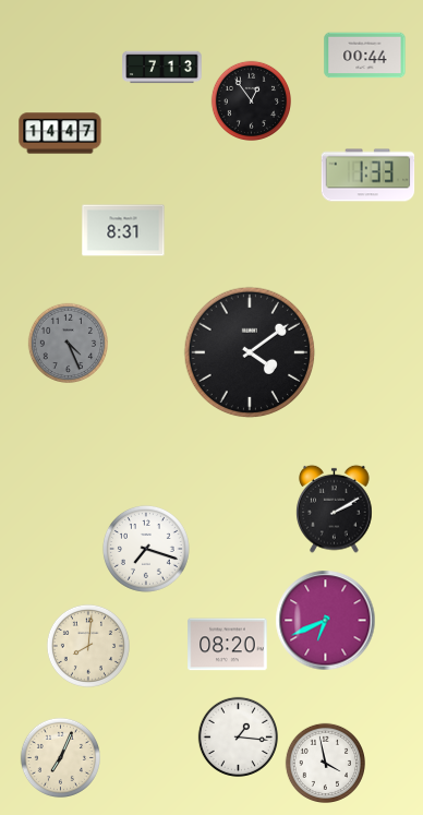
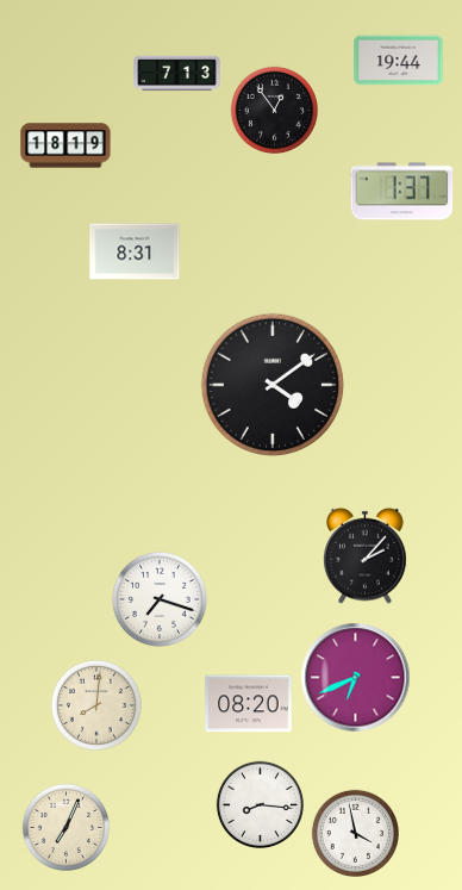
clock at (365, 56): 00:44 -> 19:44
clock at (60, 133): 14:47 -> 18:19
clock at (368, 176): 1:33 -> 1:37
clock at (68, 343): 4:26 -> none
clock at (335, 508): 2:10 -> 2:07
clock at (238, 736): 1:16 -> 8:16
